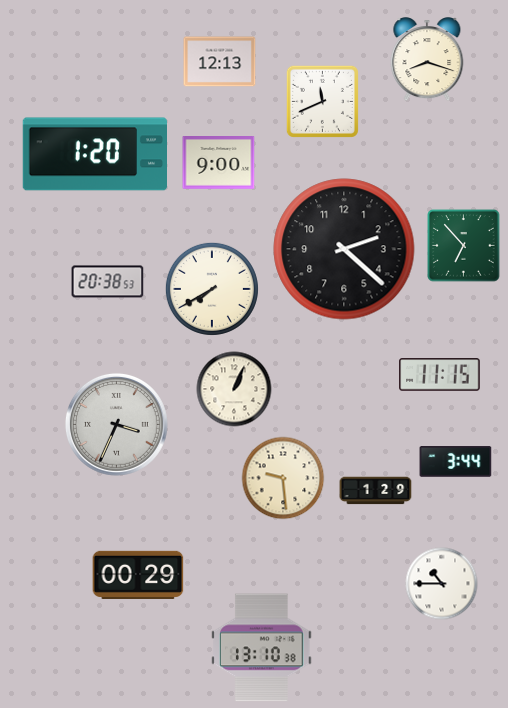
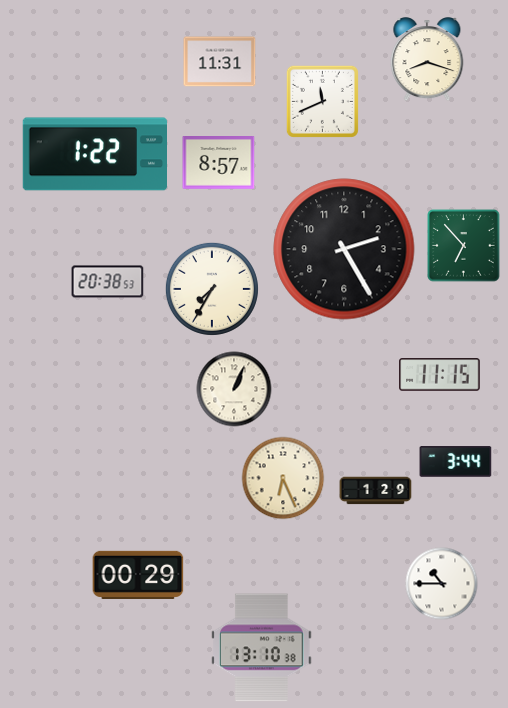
clock at (220, 62): 12:13 -> 11:31
clock at (94, 154): 1:20 -> 1:22
clock at (219, 163): 9:00 -> 8:57
clock at (344, 249): 2:22 -> 2:25
clock at (212, 289): 7:40 -> 7:35
clock at (116, 424): 3:34 -> none
clock at (283, 478): 9:29 -> 6:26
